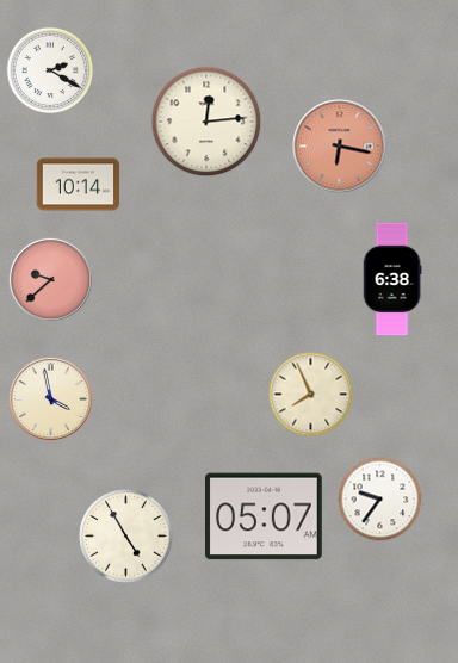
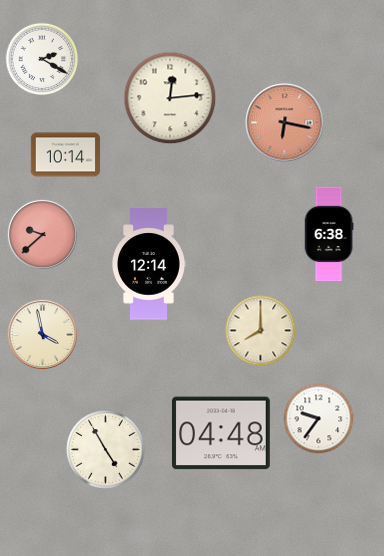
clock at (206, 122) position: (206, 122) -> (170, 98)
clock at (149, 264): none -> 12:14
clock at (311, 395): 7:56 -> 8:00
clock at (264, 516): 05:07 -> 04:48
